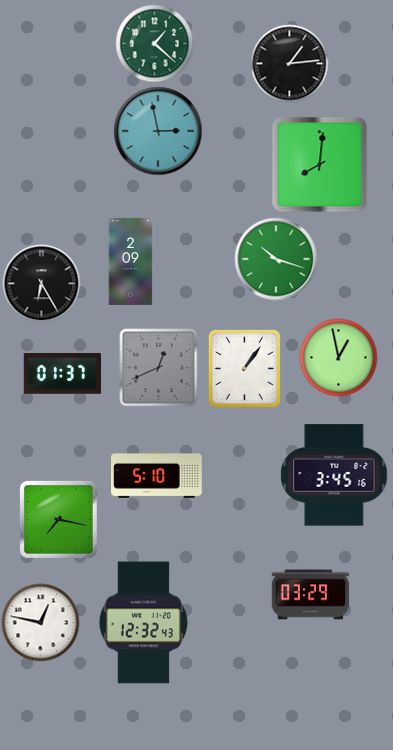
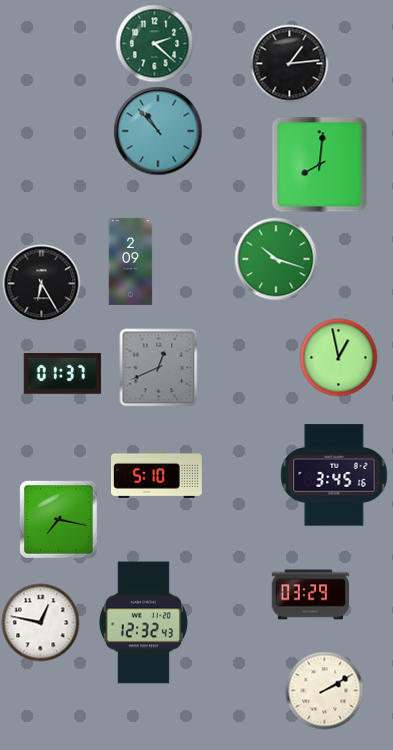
clock at (154, 43): 1:22 -> 2:22
clock at (158, 131): 2:58 -> 10:53
clock at (244, 368): 1:06 -> none
clock at (324, 690): none -> 2:10
